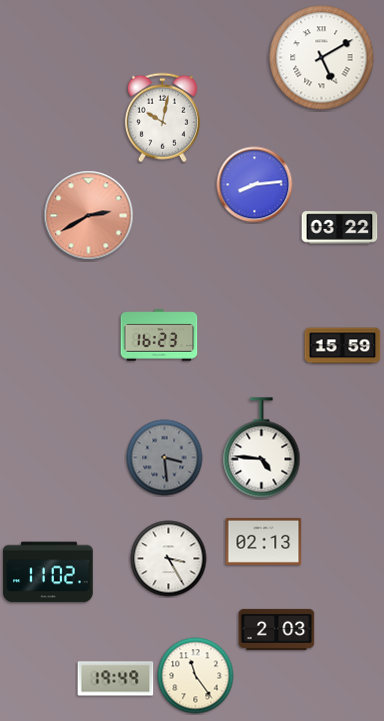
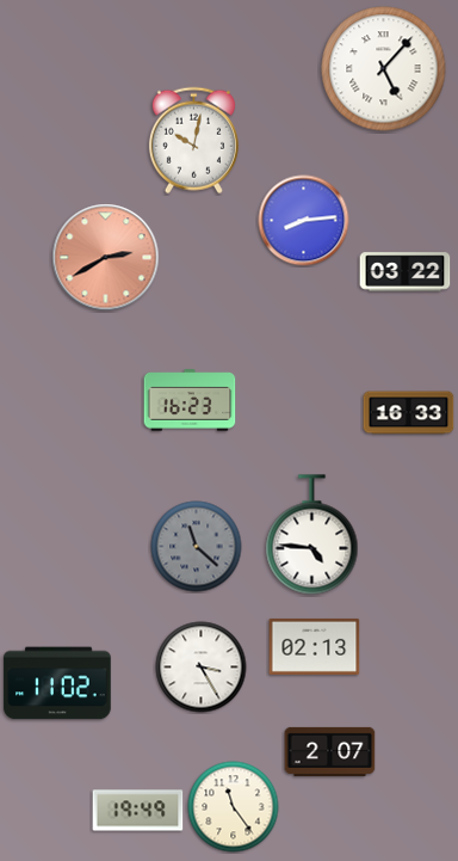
clock at (322, 58): 5:10 -> 5:07
clock at (343, 346): 15:59 -> 16:33
clock at (165, 458): 3:29 -> 11:22
clock at (277, 629): 2:03 -> 2:07
